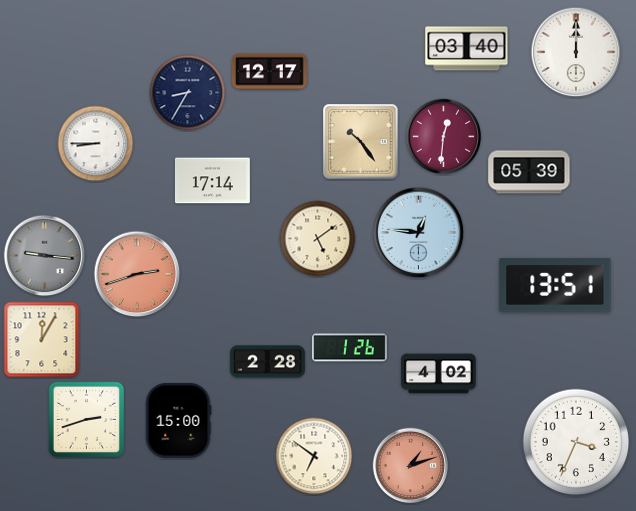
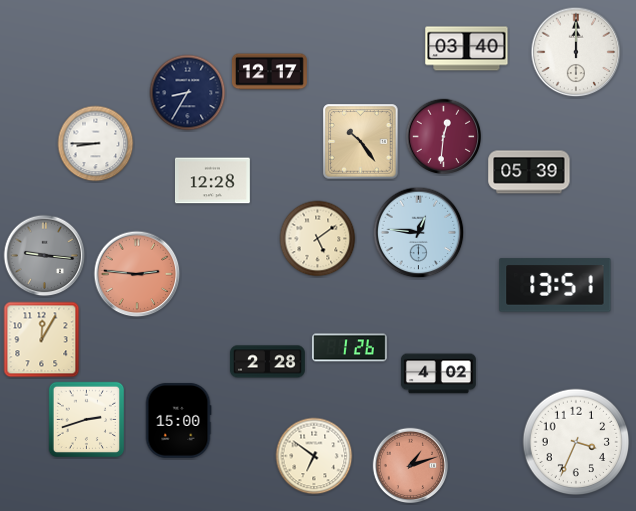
clock at (212, 181): 17:14 -> 12:28
clock at (137, 274): 2:42 -> 2:46
